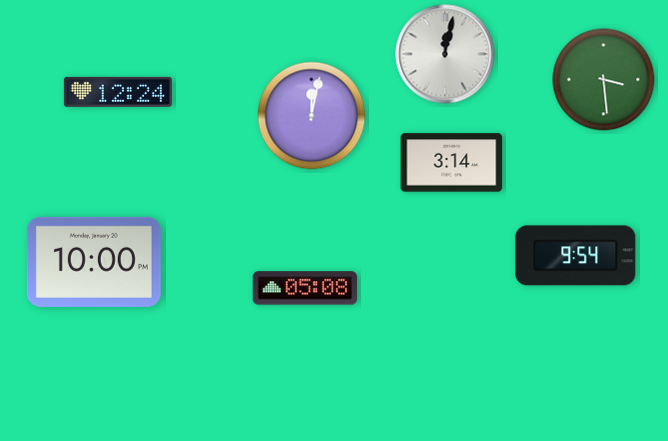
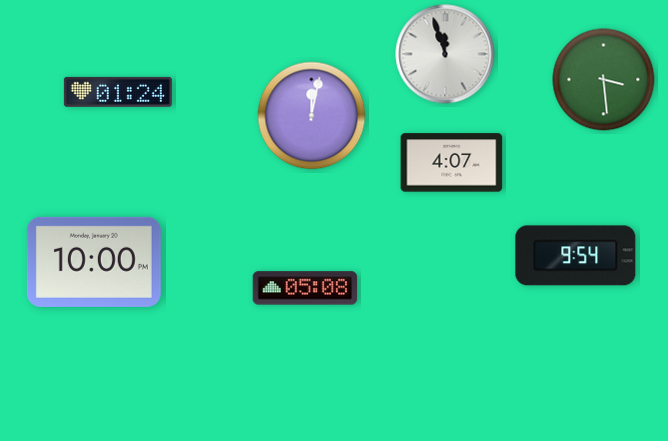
clock at (445, 54): 12:02 -> 11:57
clock at (118, 92): 12:24 -> 01:24
clock at (452, 163): 3:14 -> 4:07
